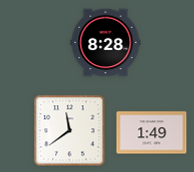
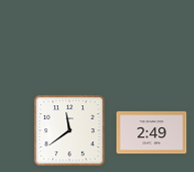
clock at (106, 43): 8:28 -> none
clock at (152, 133): 1:49 -> 2:49
